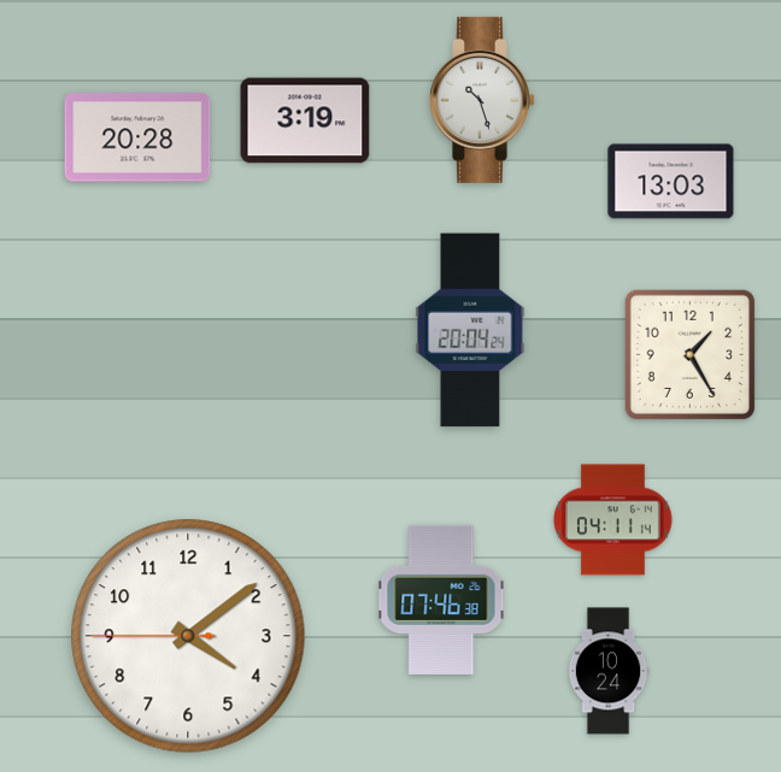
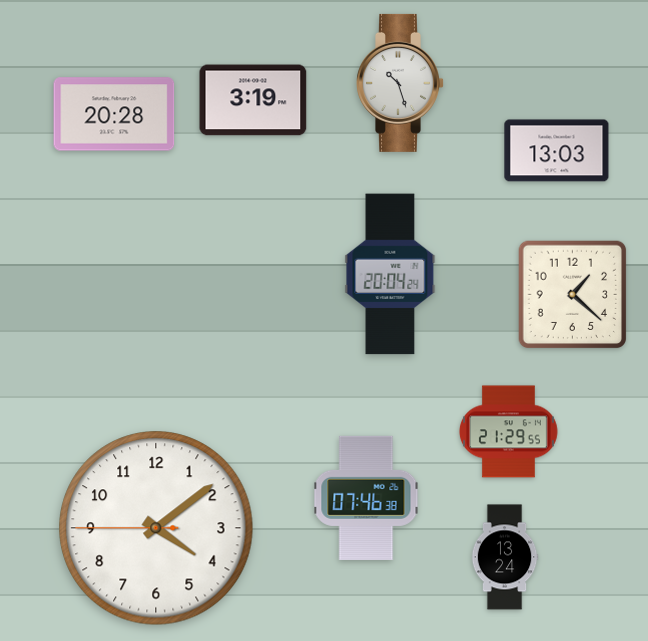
clock at (691, 355): 1:25 -> 1:22
clock at (613, 520): 04:11 -> 21:29
clock at (609, 671): 10:24 -> 13:24
